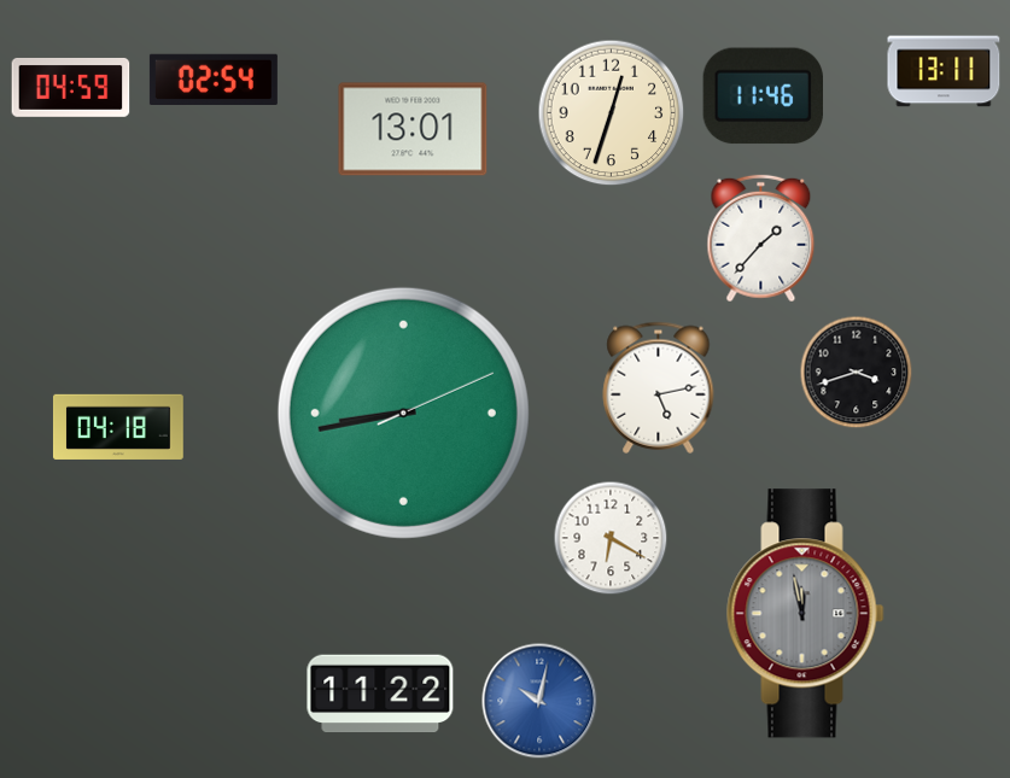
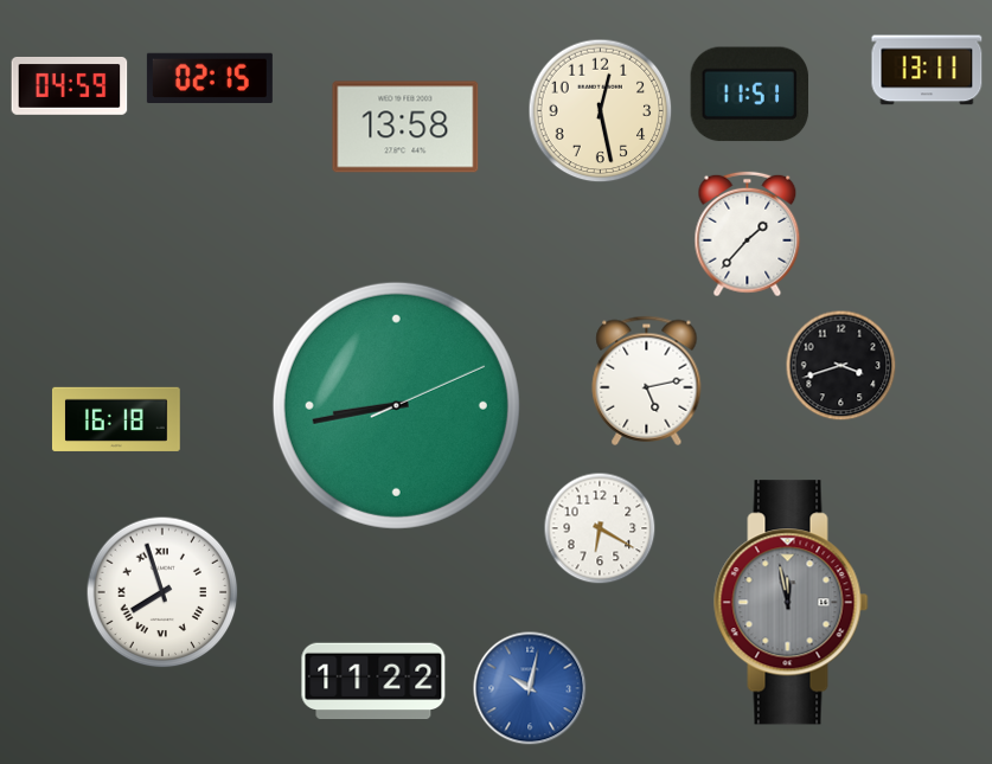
clock at (214, 80): 02:54 -> 02:15
clock at (763, 96): 11:46 -> 11:51
clock at (612, 113): 12:33 -> 12:28
clock at (413, 129): 13:01 -> 13:58
clock at (118, 427): 04:18 -> 16:18
clock at (162, 592): none -> 7:57
